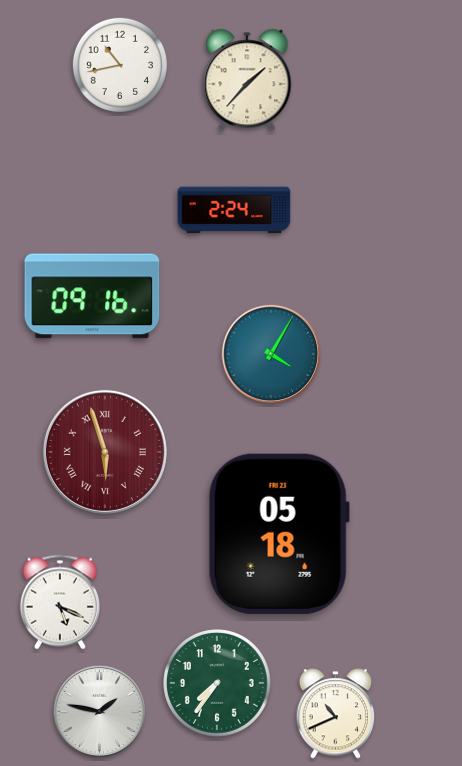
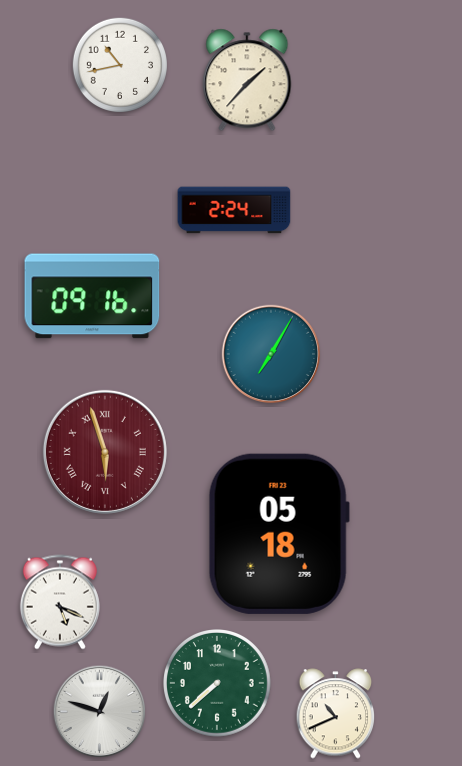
clock at (271, 354): 4:05 -> 7:05
clock at (218, 684): 7:36 -> 7:38
clock at (100, 712): 1:47 -> 12:48
